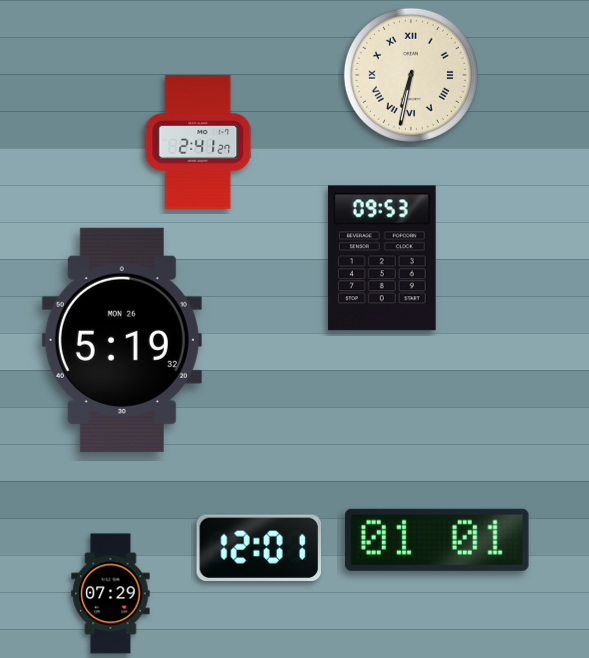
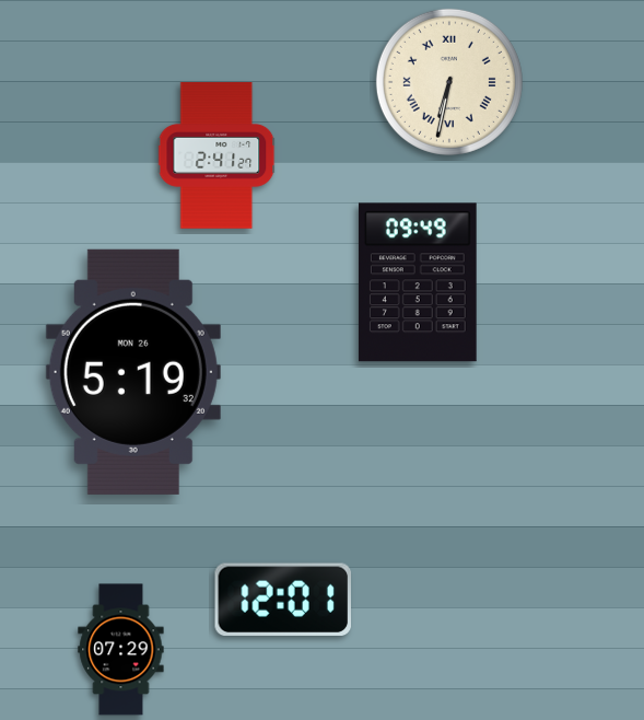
clock at (382, 258): 09:53 -> 09:49
clock at (437, 540): 01:01 -> none
